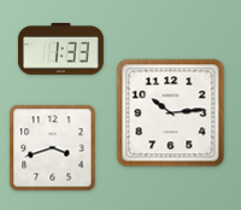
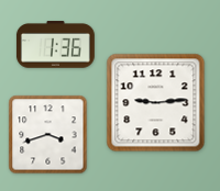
clock at (60, 49): 1:33 -> 1:36
clock at (171, 113): 10:14 -> 9:14
